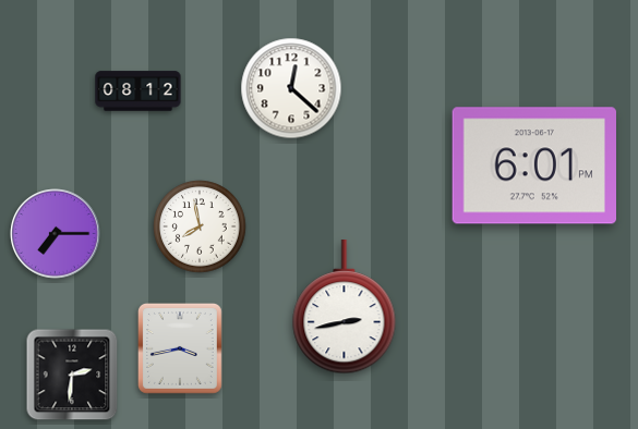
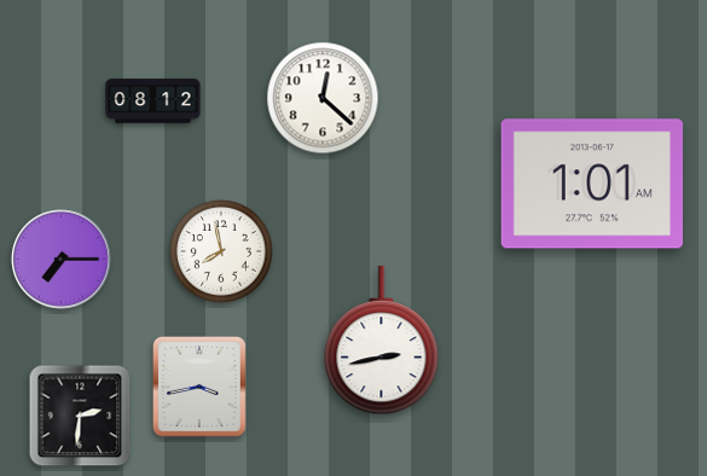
clock at (533, 166): 6:01 -> 1:01
